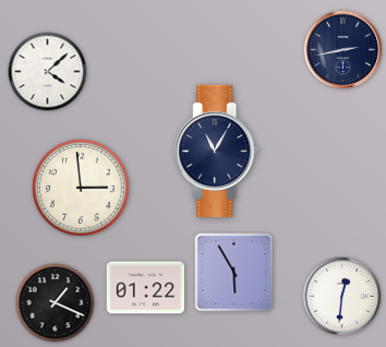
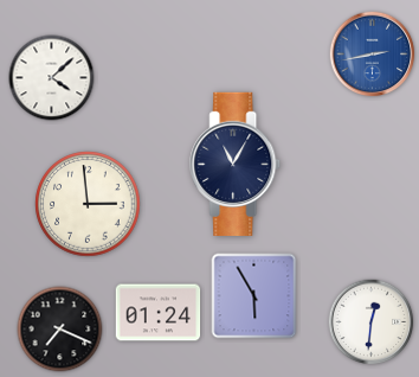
clock at (343, 50) dial: navy -> blue
clock at (146, 288): 01:22 -> 01:24
clock at (56, 303): 1:19 -> 7:19
